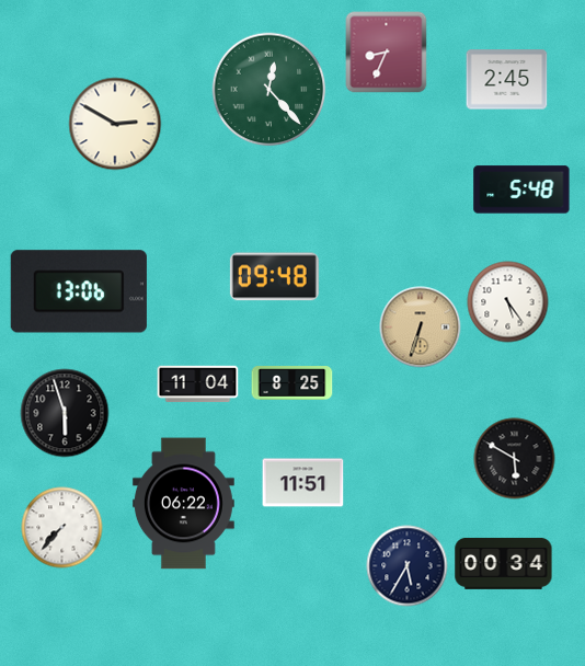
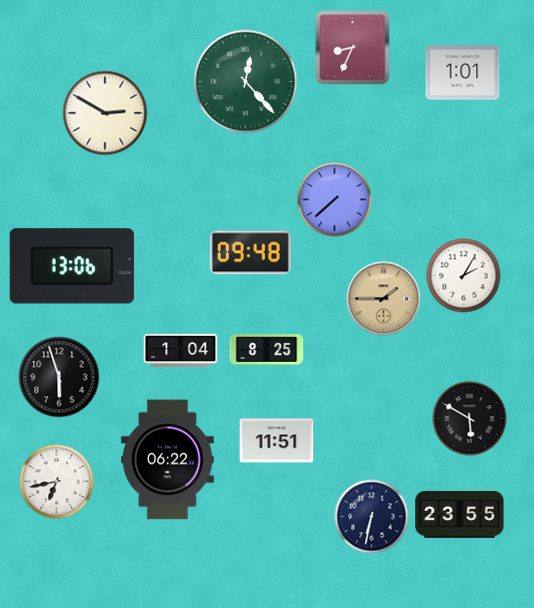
clock at (507, 80): 2:45 -> 1:01
clock at (521, 190): 5:48 -> none
clock at (335, 200): none -> 7:38
clock at (508, 302): 5:24 -> 2:05
clock at (421, 328): 6:33 -> 1:45
clock at (198, 384): 11:04 -> 1:04
clock at (62, 528): 7:37 -> 6:43
clock at (504, 563): 00:34 -> 23:55
clock at (408, 566): 5:35 -> 6:32
